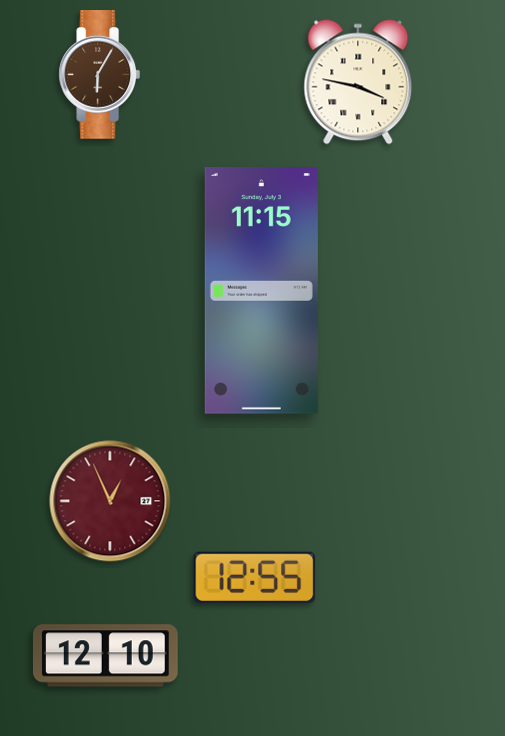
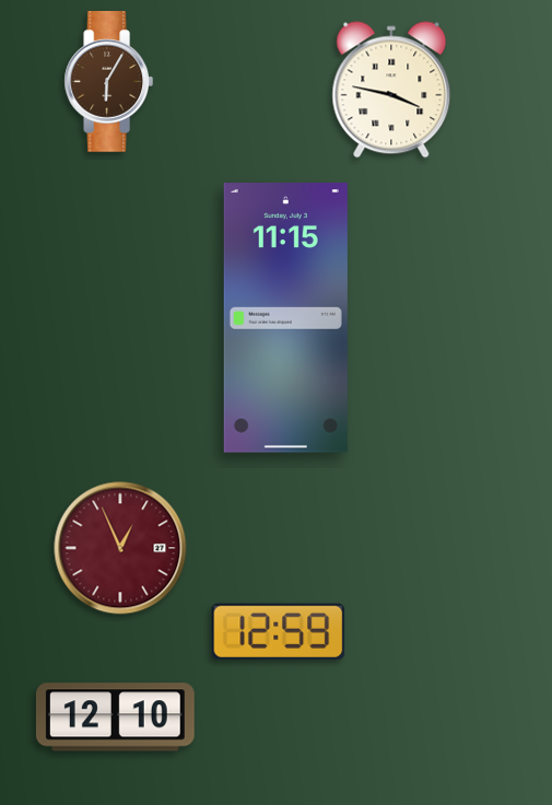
clock at (255, 577): 12:55 -> 12:59
